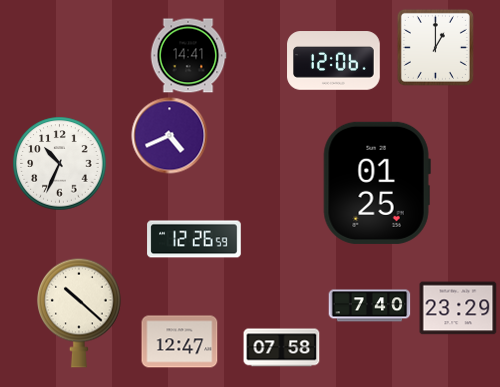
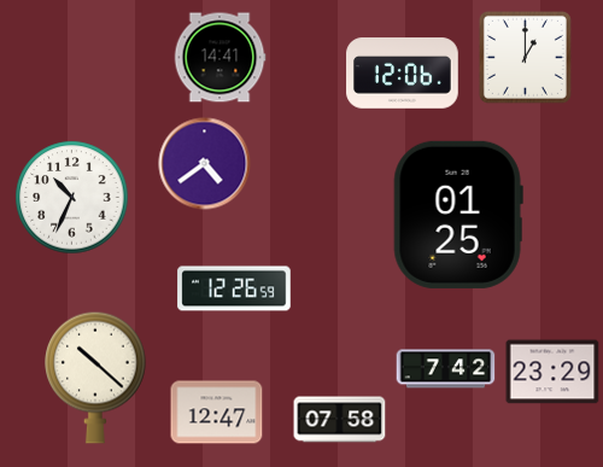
clock at (188, 56) position: (188, 56) -> (219, 58)
clock at (170, 136): 4:41 -> 4:39
clock at (377, 183) position: (377, 183) -> (458, 215)
clock at (370, 306): 7:40 -> 7:42
